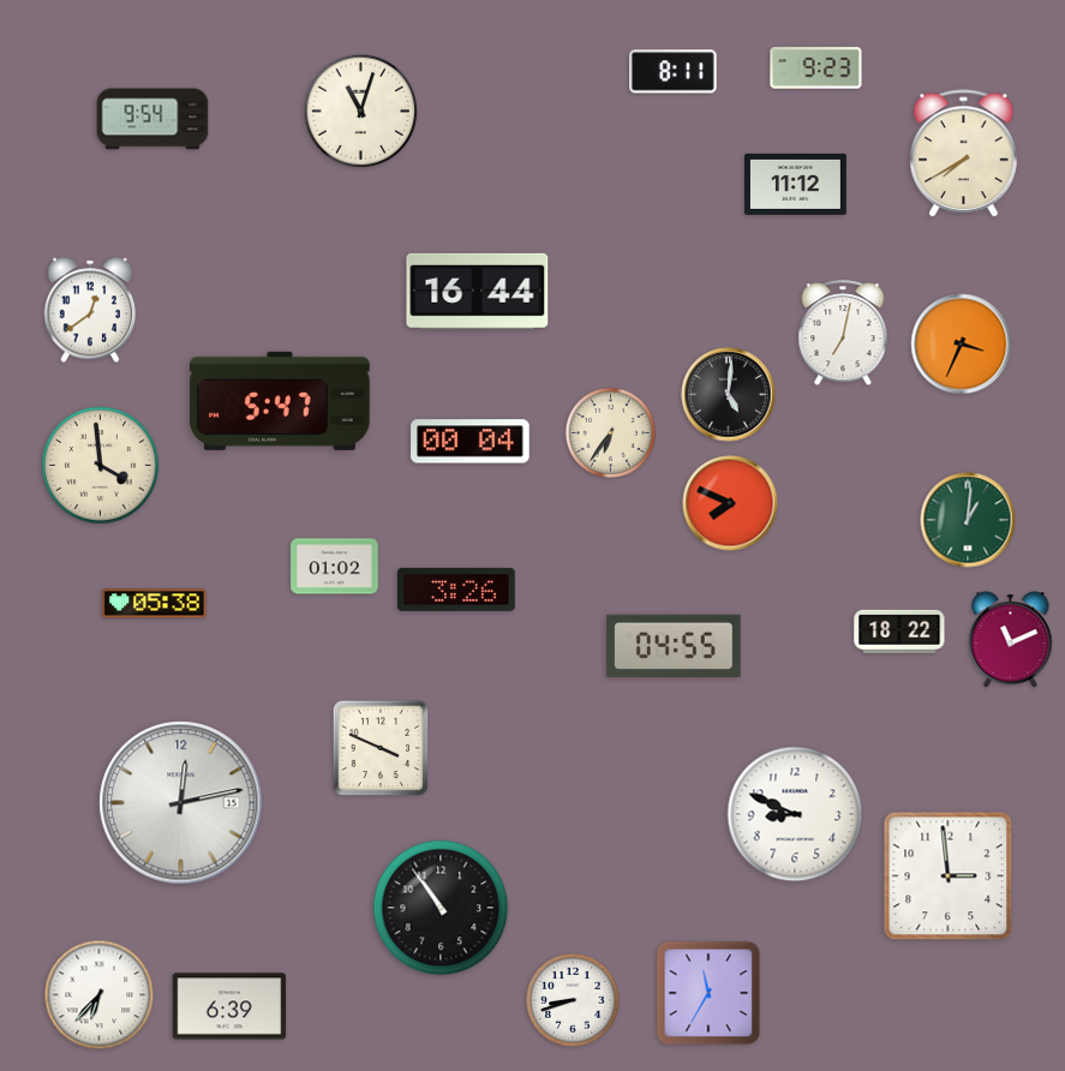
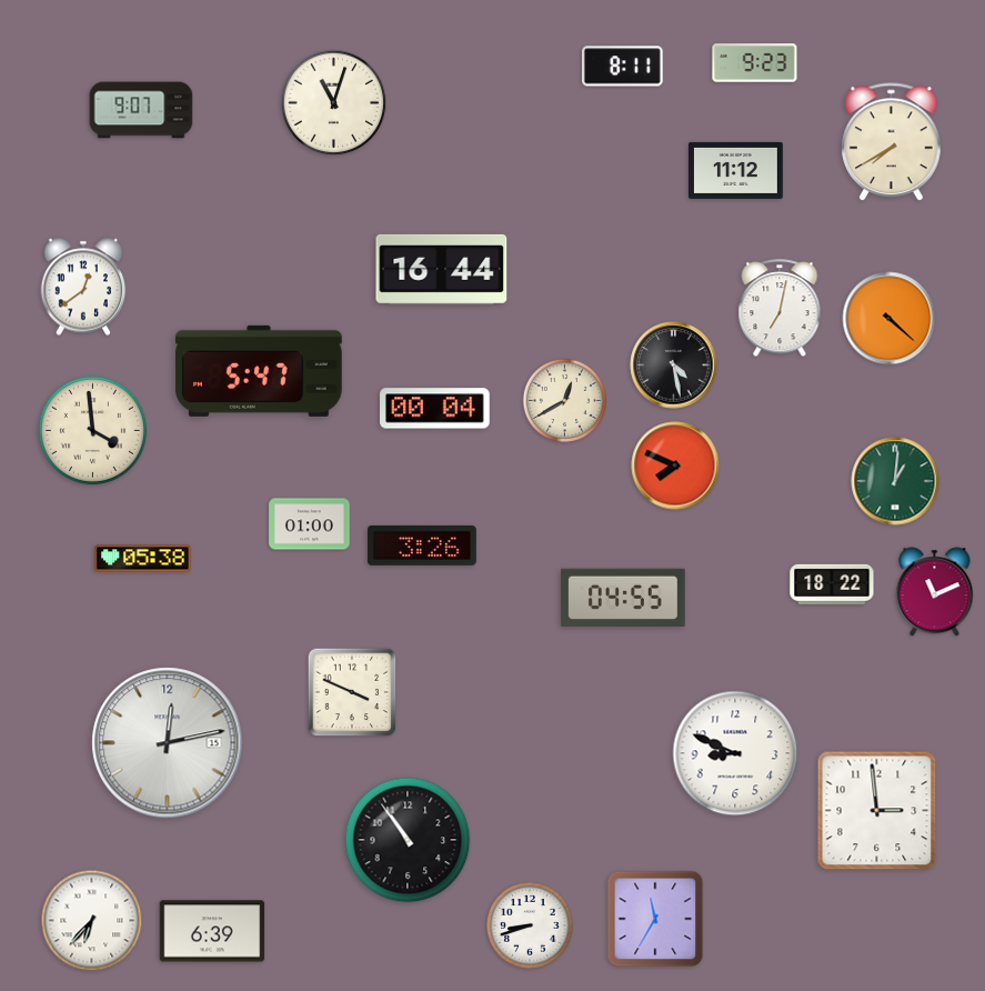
clock at (152, 119): 9:54 -> 9:07
clock at (962, 345): 3:34 -> 4:22
clock at (729, 395): 5:01 -> 4:28
clock at (610, 432): 6:36 -> 12:40
clock at (335, 567): 01:02 -> 01:00
